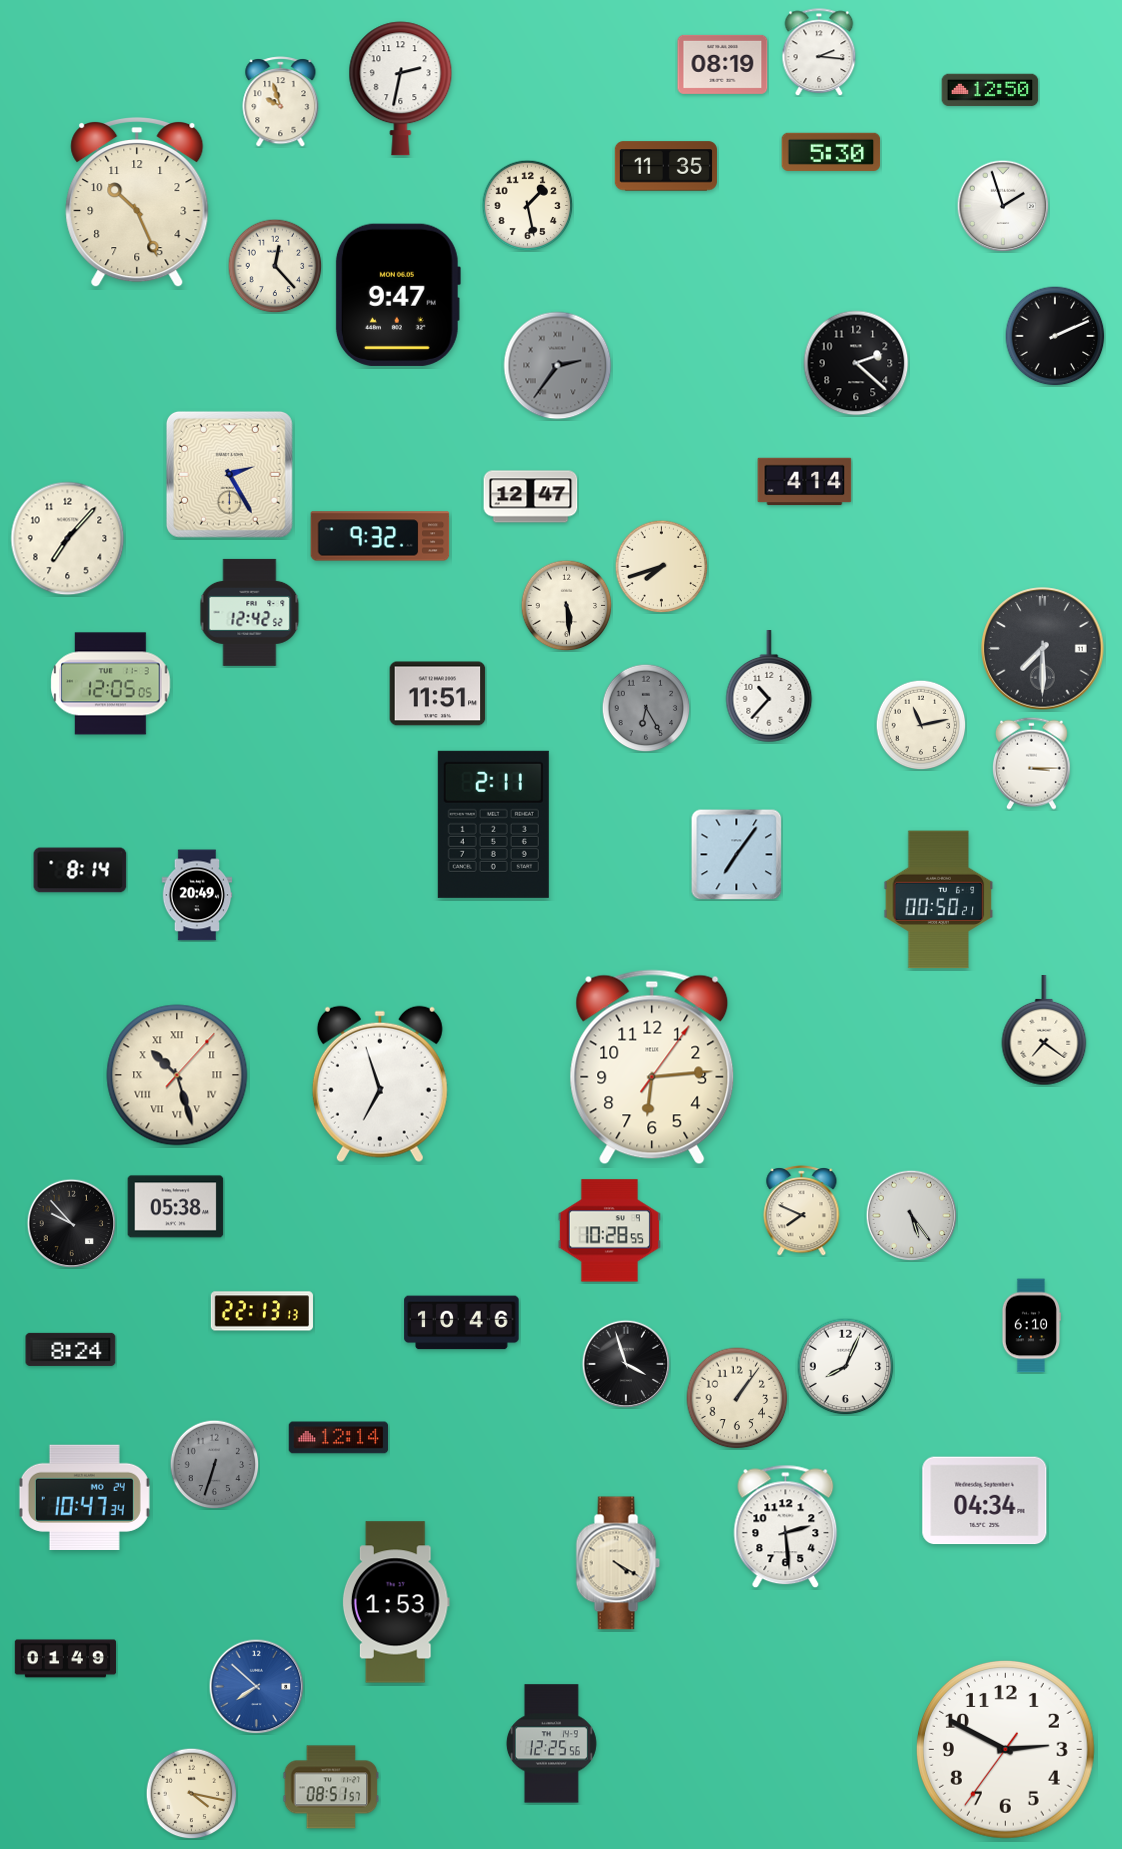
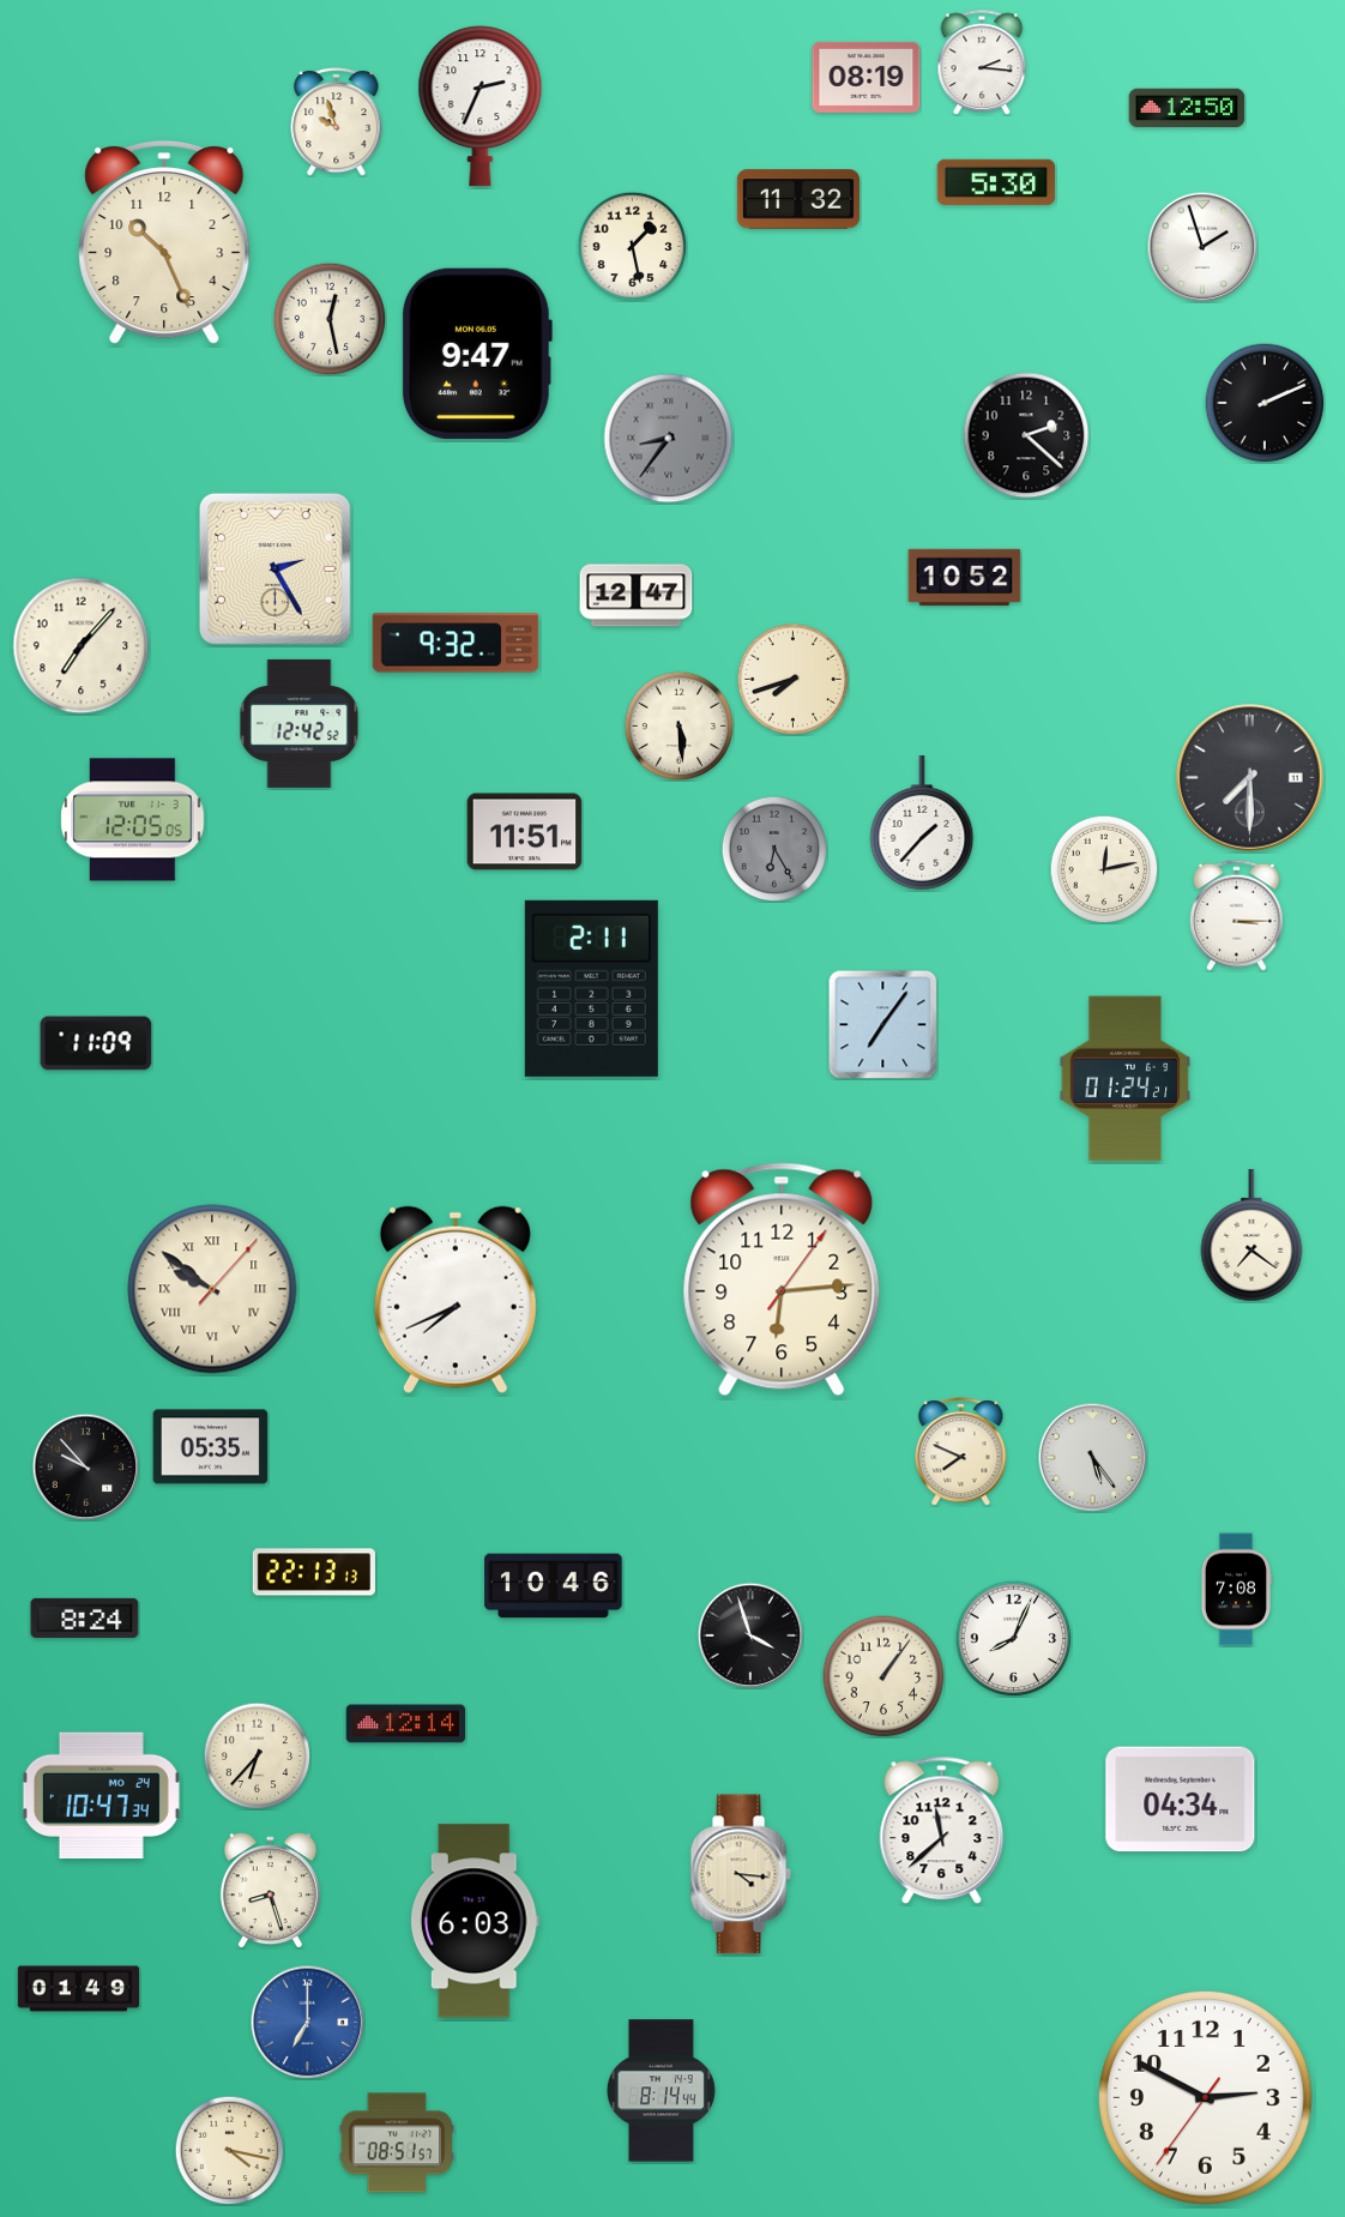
clock at (401, 89): 2:32 -> 2:34
clock at (666, 166): 11:35 -> 11:32
clock at (275, 266): 12:23 -> 12:28
clock at (558, 366): 2:36 -> 8:36
clock at (805, 482): 4:14 -> 10:52
clock at (250, 612) position: (250, 612) -> (300, 723)
clock at (769, 687): 10:37 -> 1:37
clock at (921, 725): 11:13 -> 12:13
clock at (80, 870): 8:14 -> 11:09
clock at (197, 895): 20:49 -> none
clock at (939, 900): 00:50 -> 01:24
clock at (177, 1075): 10:27 -> 9:51
clock at (380, 1084): 6:57 -> 7:41
clock at (176, 1207): 05:38 -> 05:35
clock at (609, 1231): 10:28 -> none
clock at (1031, 1326): 6:10 -> 7:08
clock at (214, 1464): 6:33 -> 6:37
clock at (214, 1464) dial: grey -> cream
clock at (786, 1527): 2:29 -> 11:38
clock at (618, 1563): 4:20 -> 4:16
clock at (270, 1891): none -> 8:27
clock at (396, 1602): 1:53 -> 6:03
clock at (256, 1686): 7:52 -> 7:00
clock at (551, 1744): 12:25 -> 8:14
